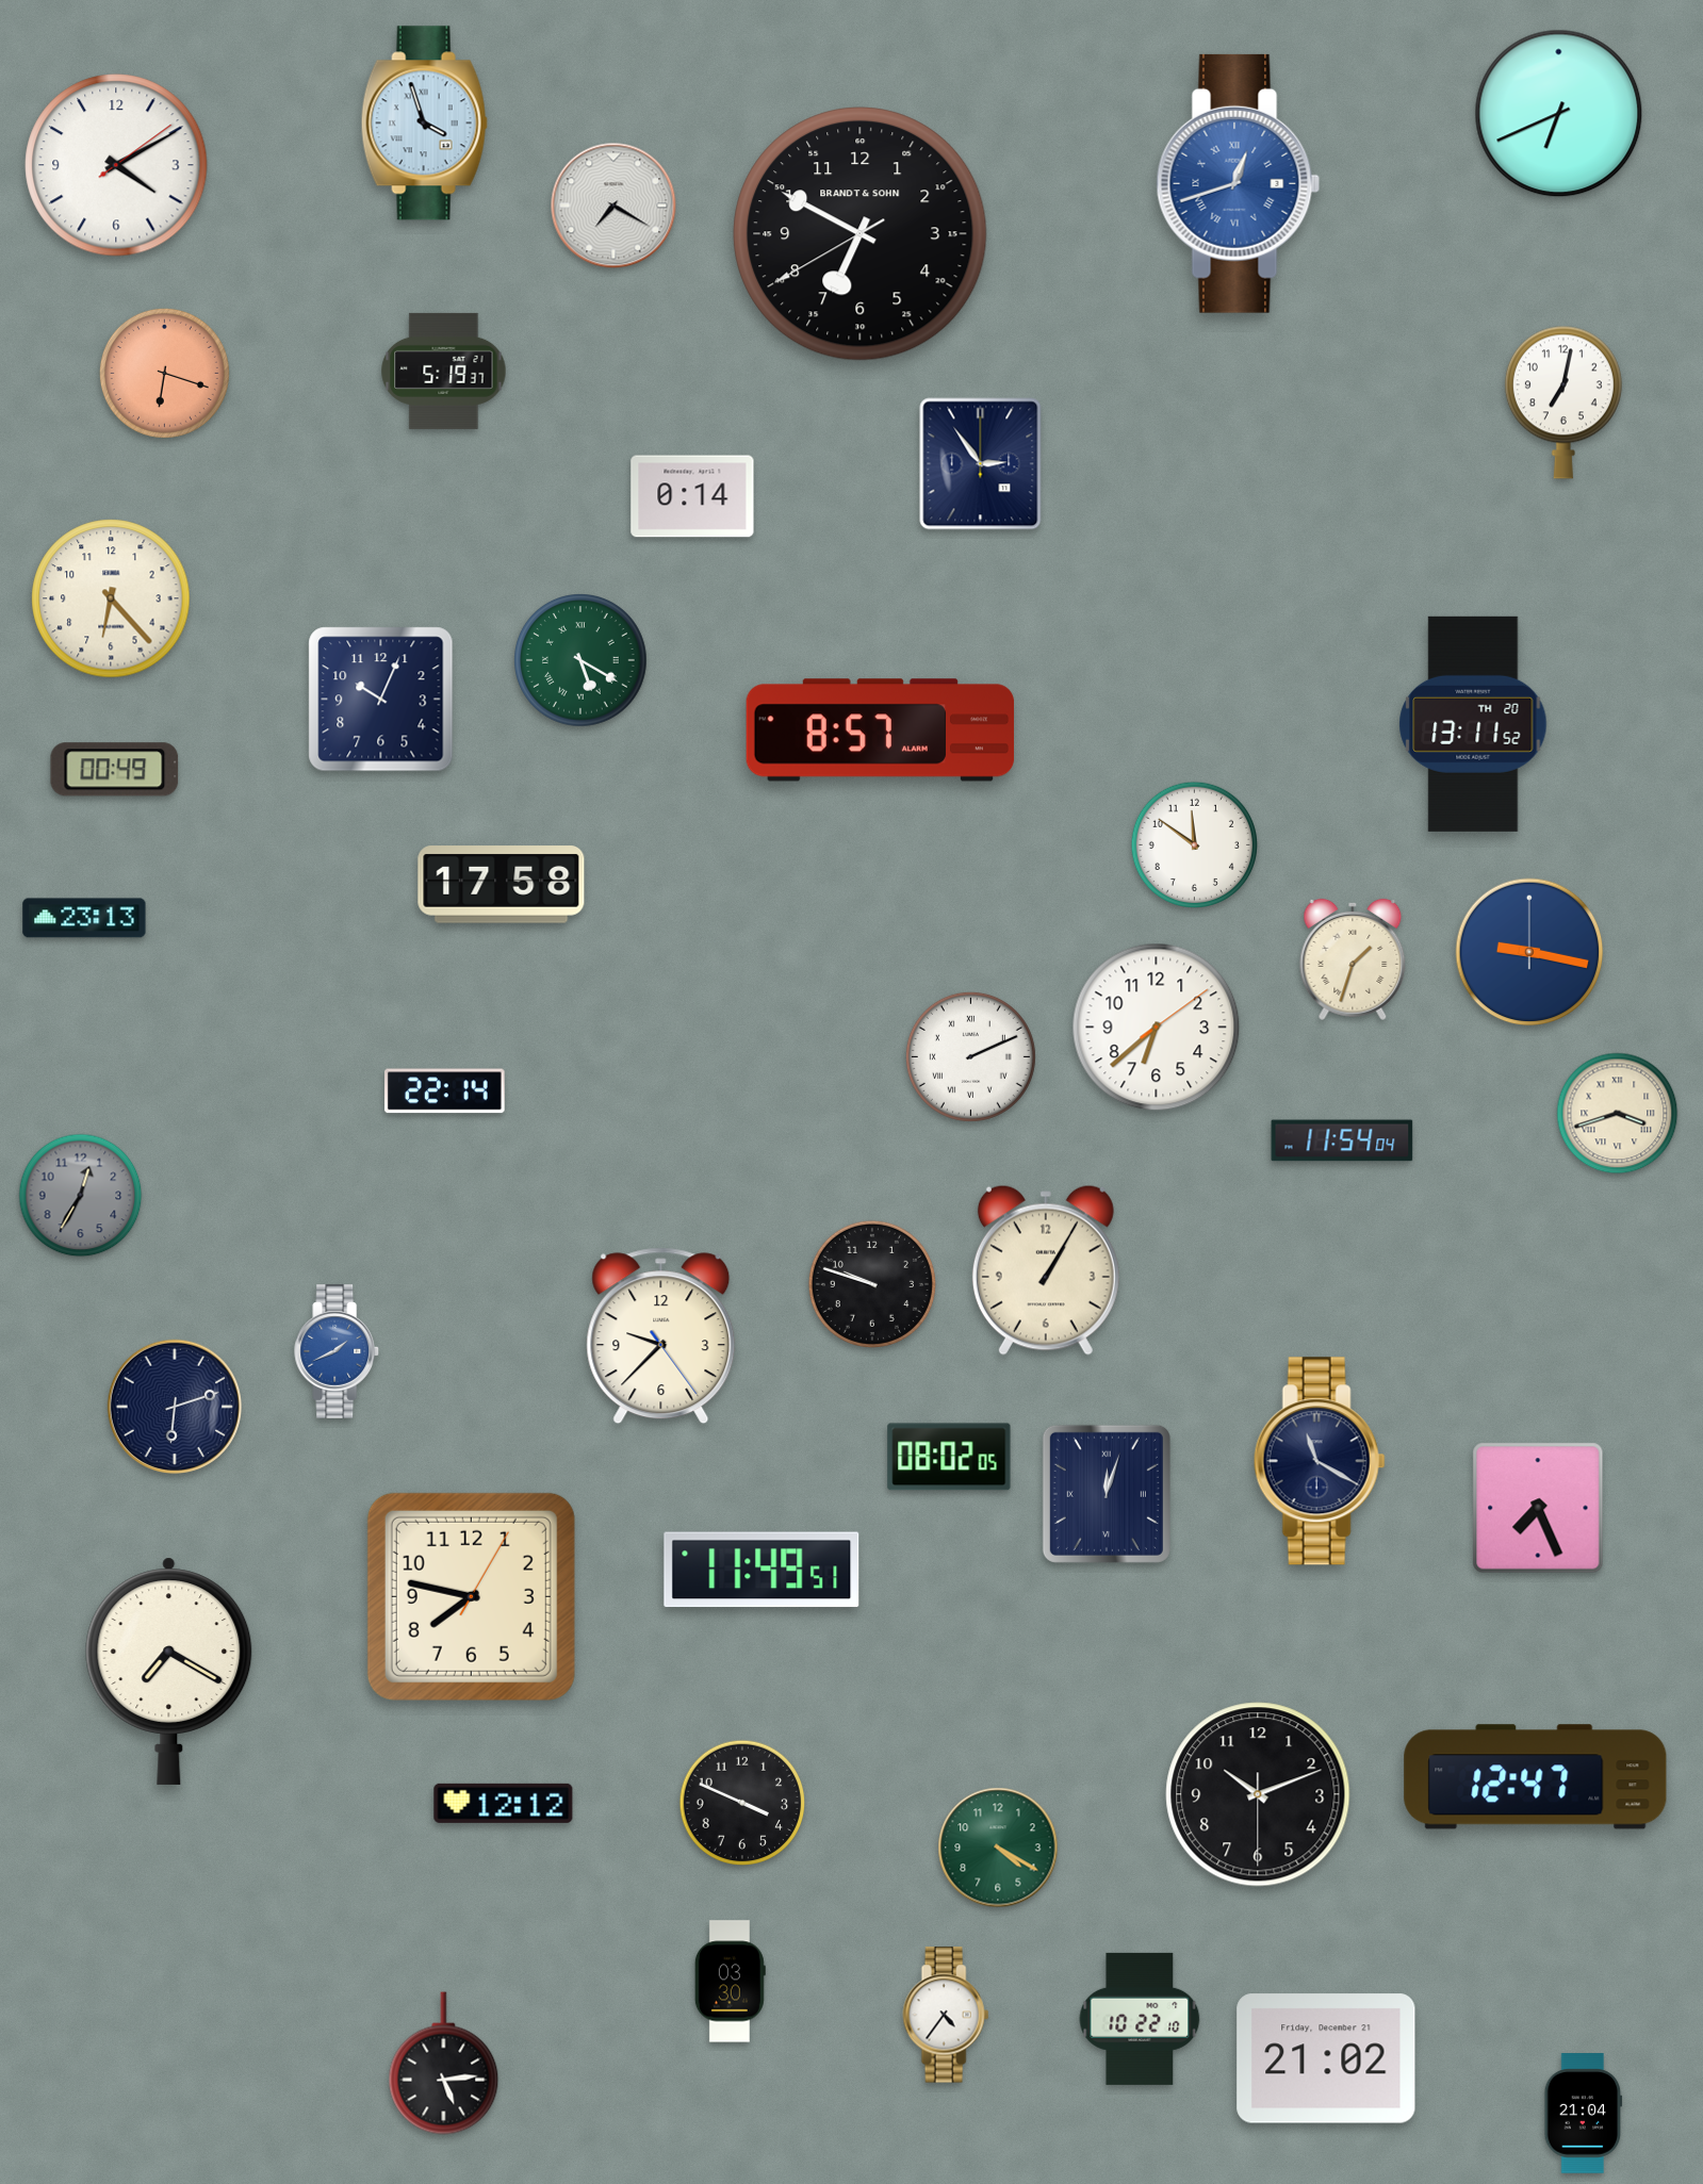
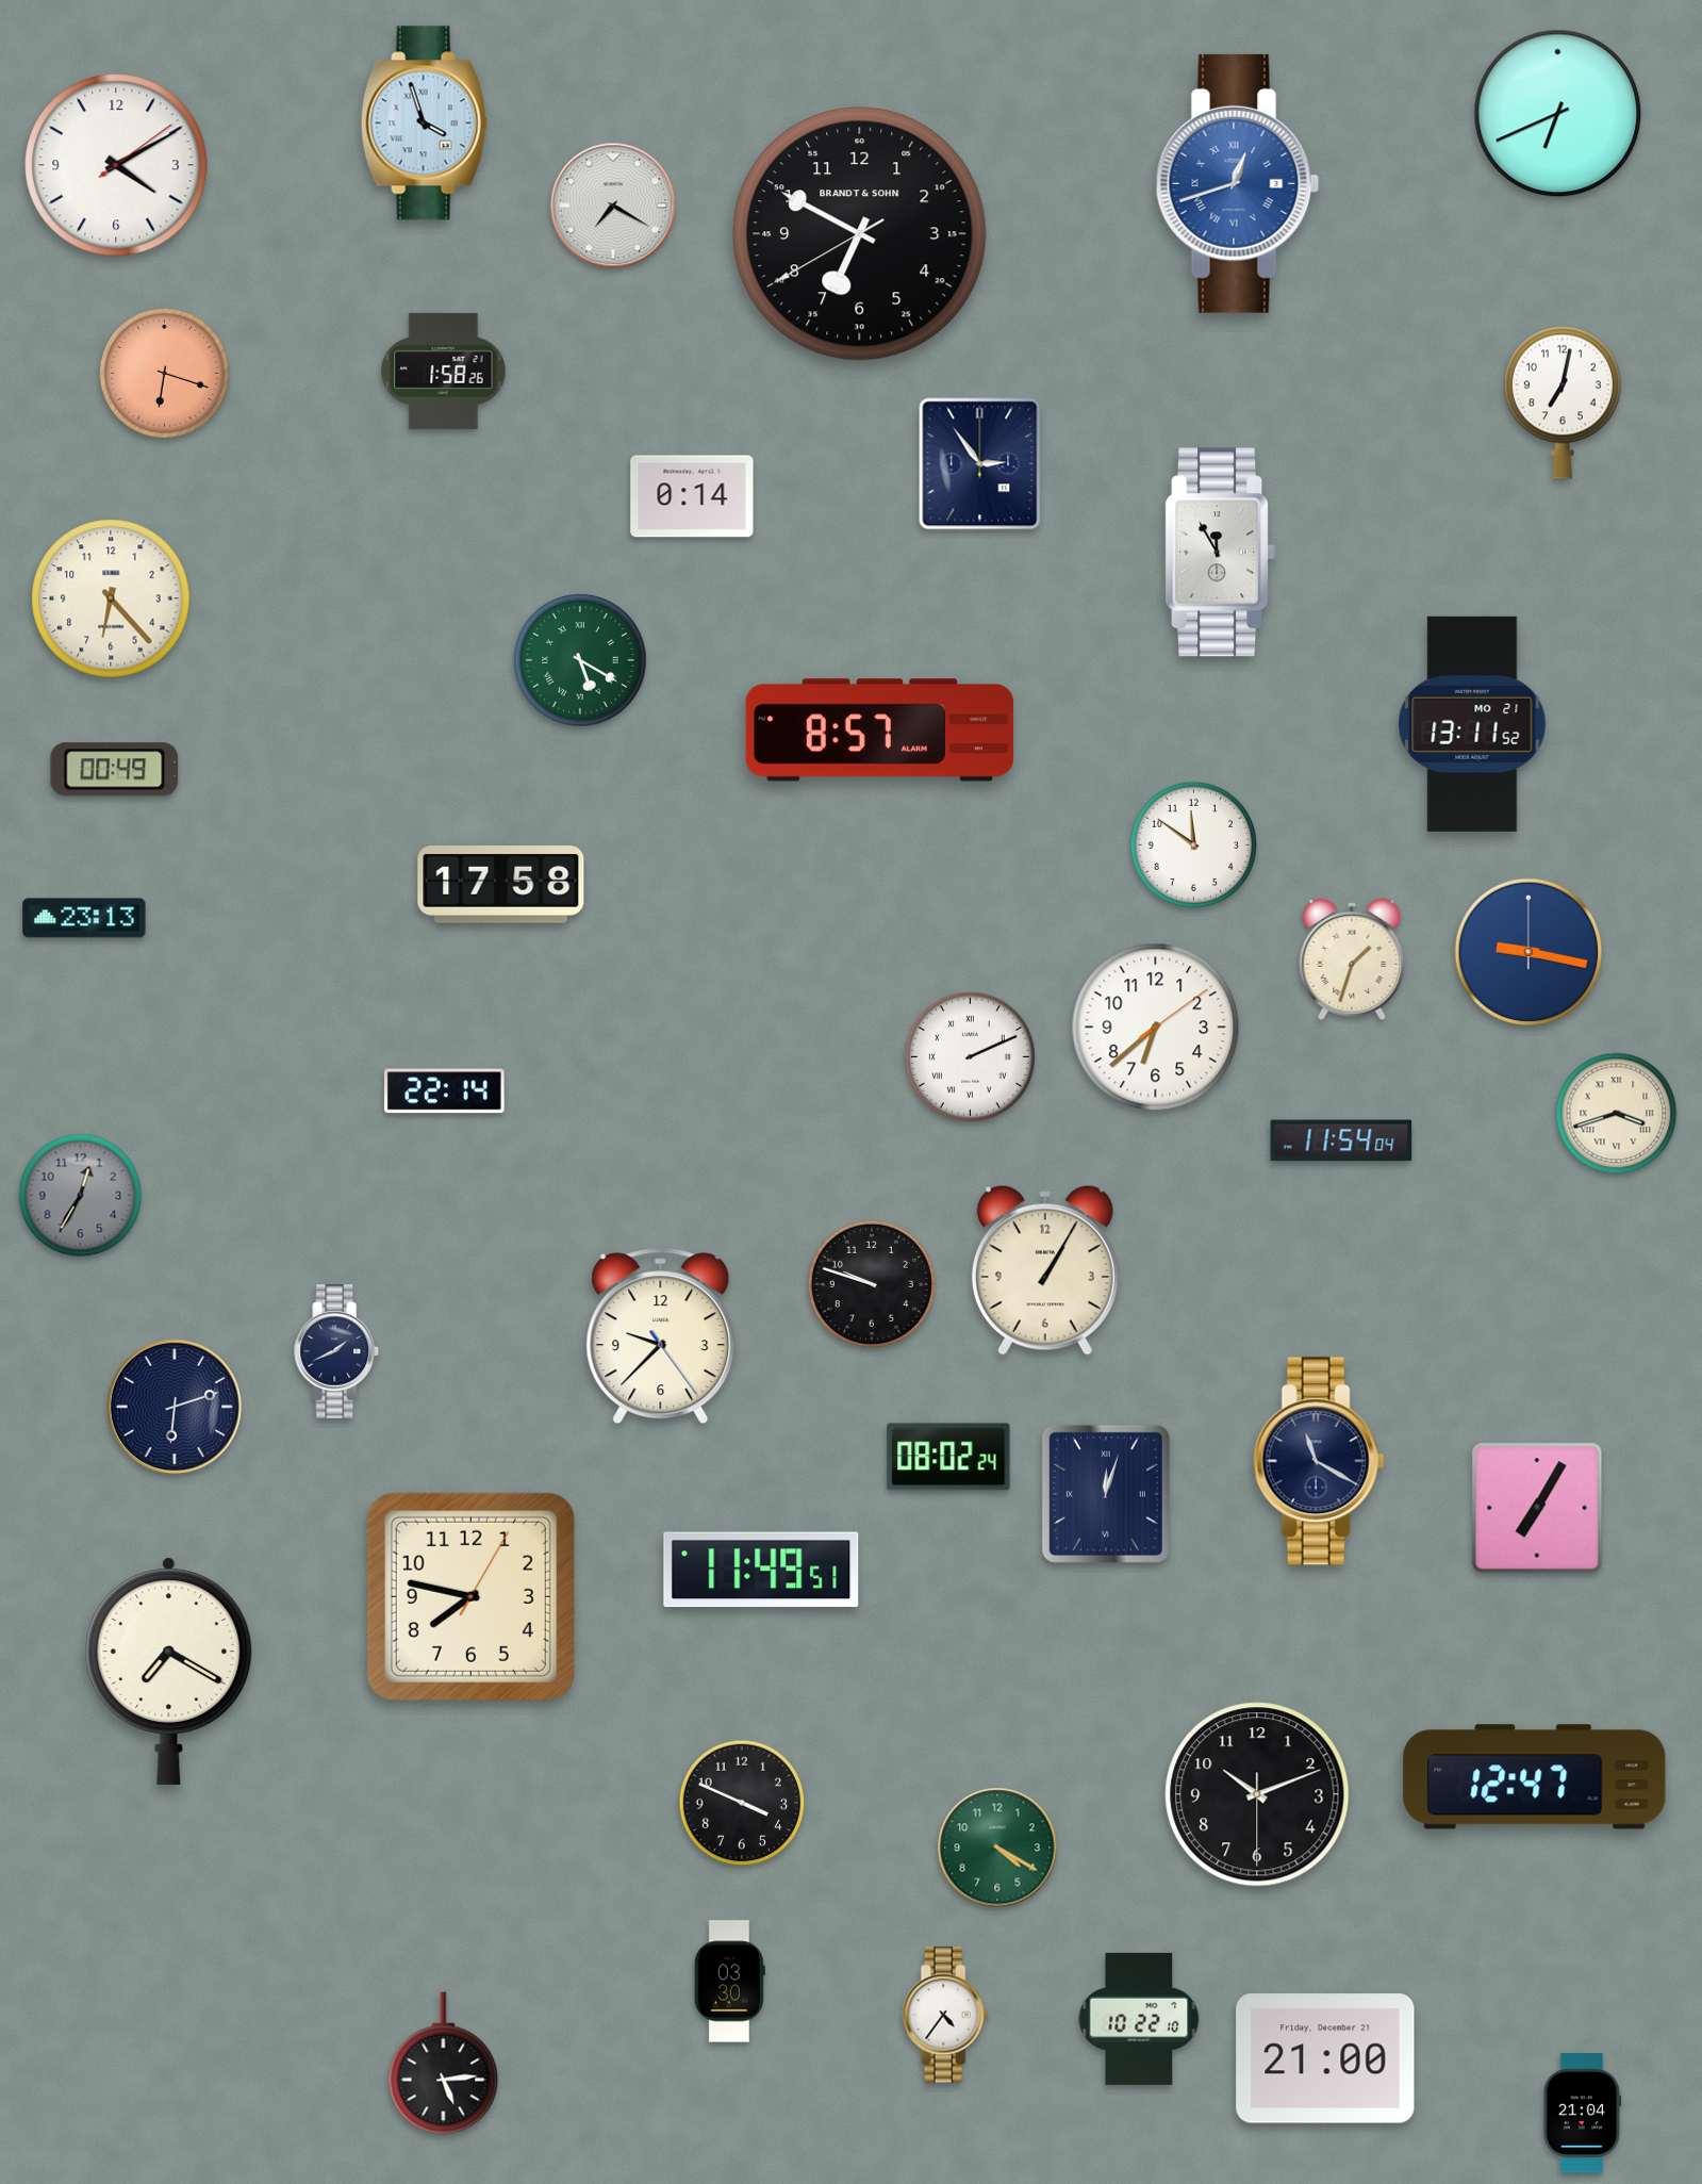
clock at (444, 371): 5:19 -> 1:58
clock at (1221, 553): none -> 11:55
clock at (381, 700): 10:04 -> none
clock at (1473, 724) date: TH 20 -> MO 21
clock at (338, 1351) dial: blue -> navy
clock at (949, 1457): 08:02:05 -> 08:02:24
clock at (1538, 1508): 7:26 -> 7:05
clock at (504, 1803): 12:12 -> none
clock at (1326, 2058): 21:02 -> 21:00
